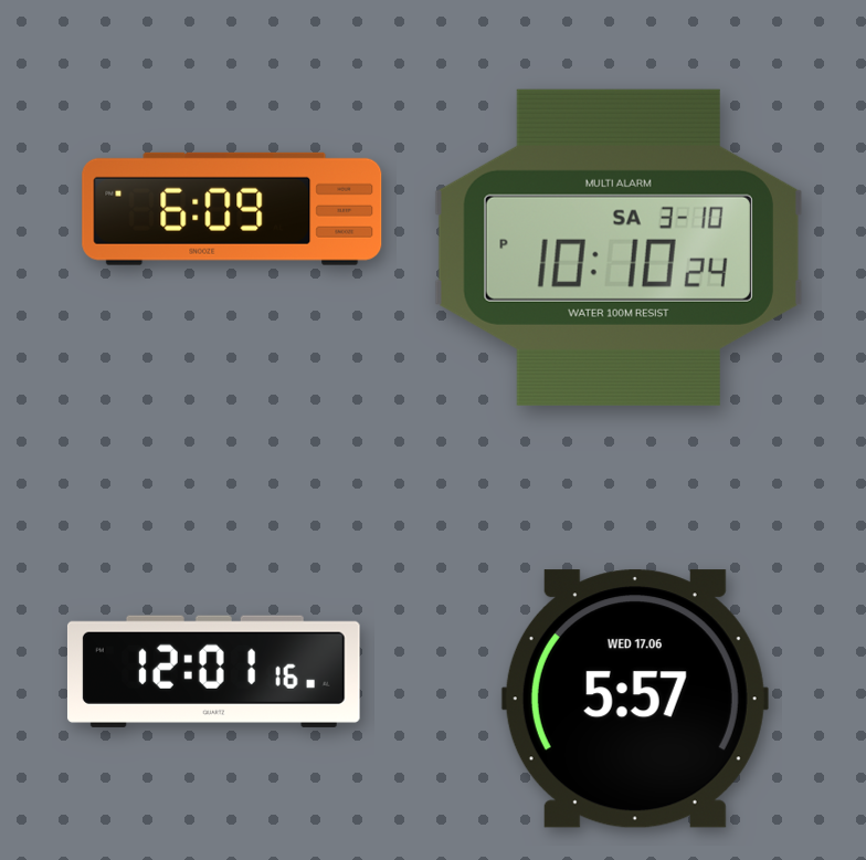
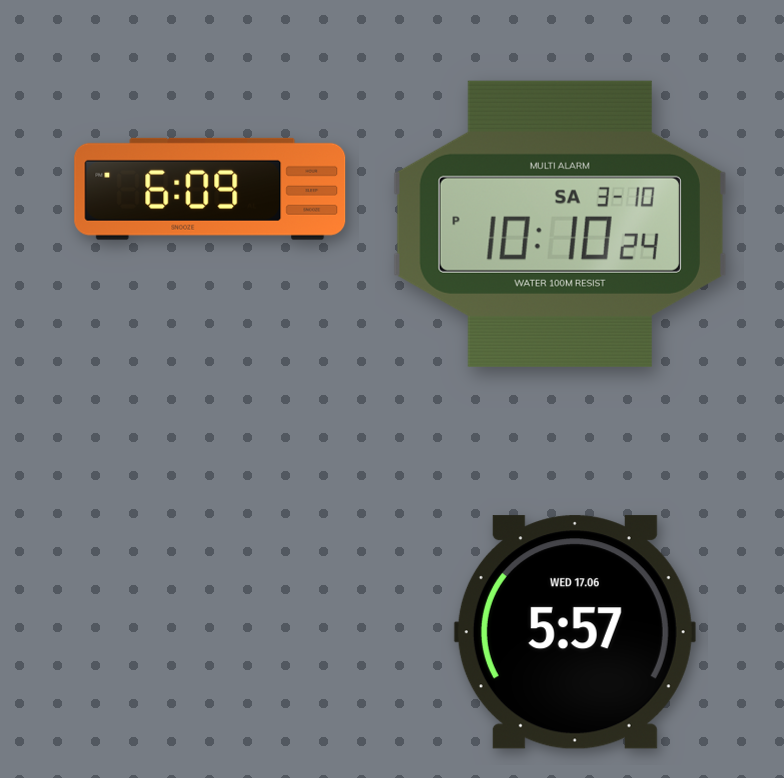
clock at (213, 671): 12:01 -> none
